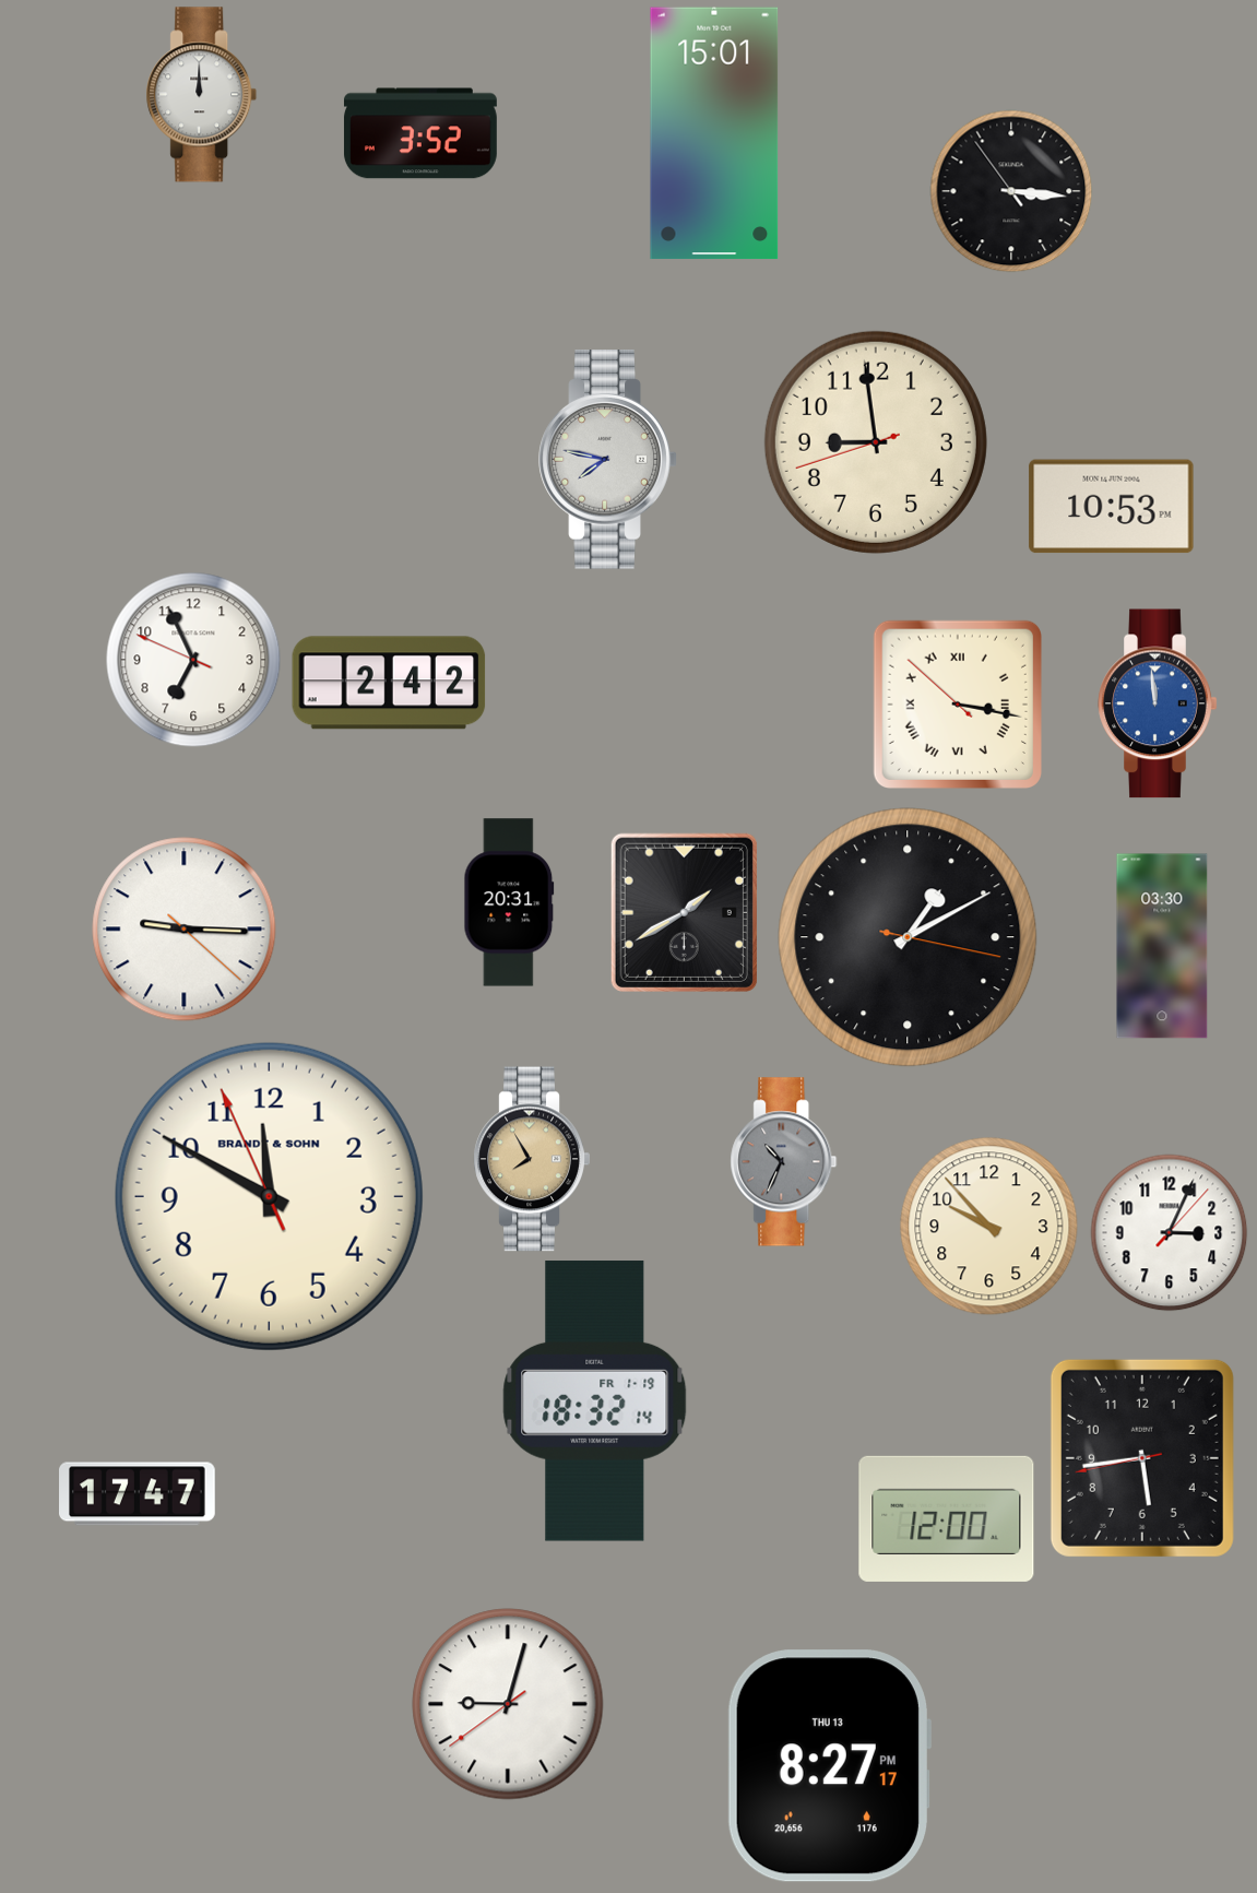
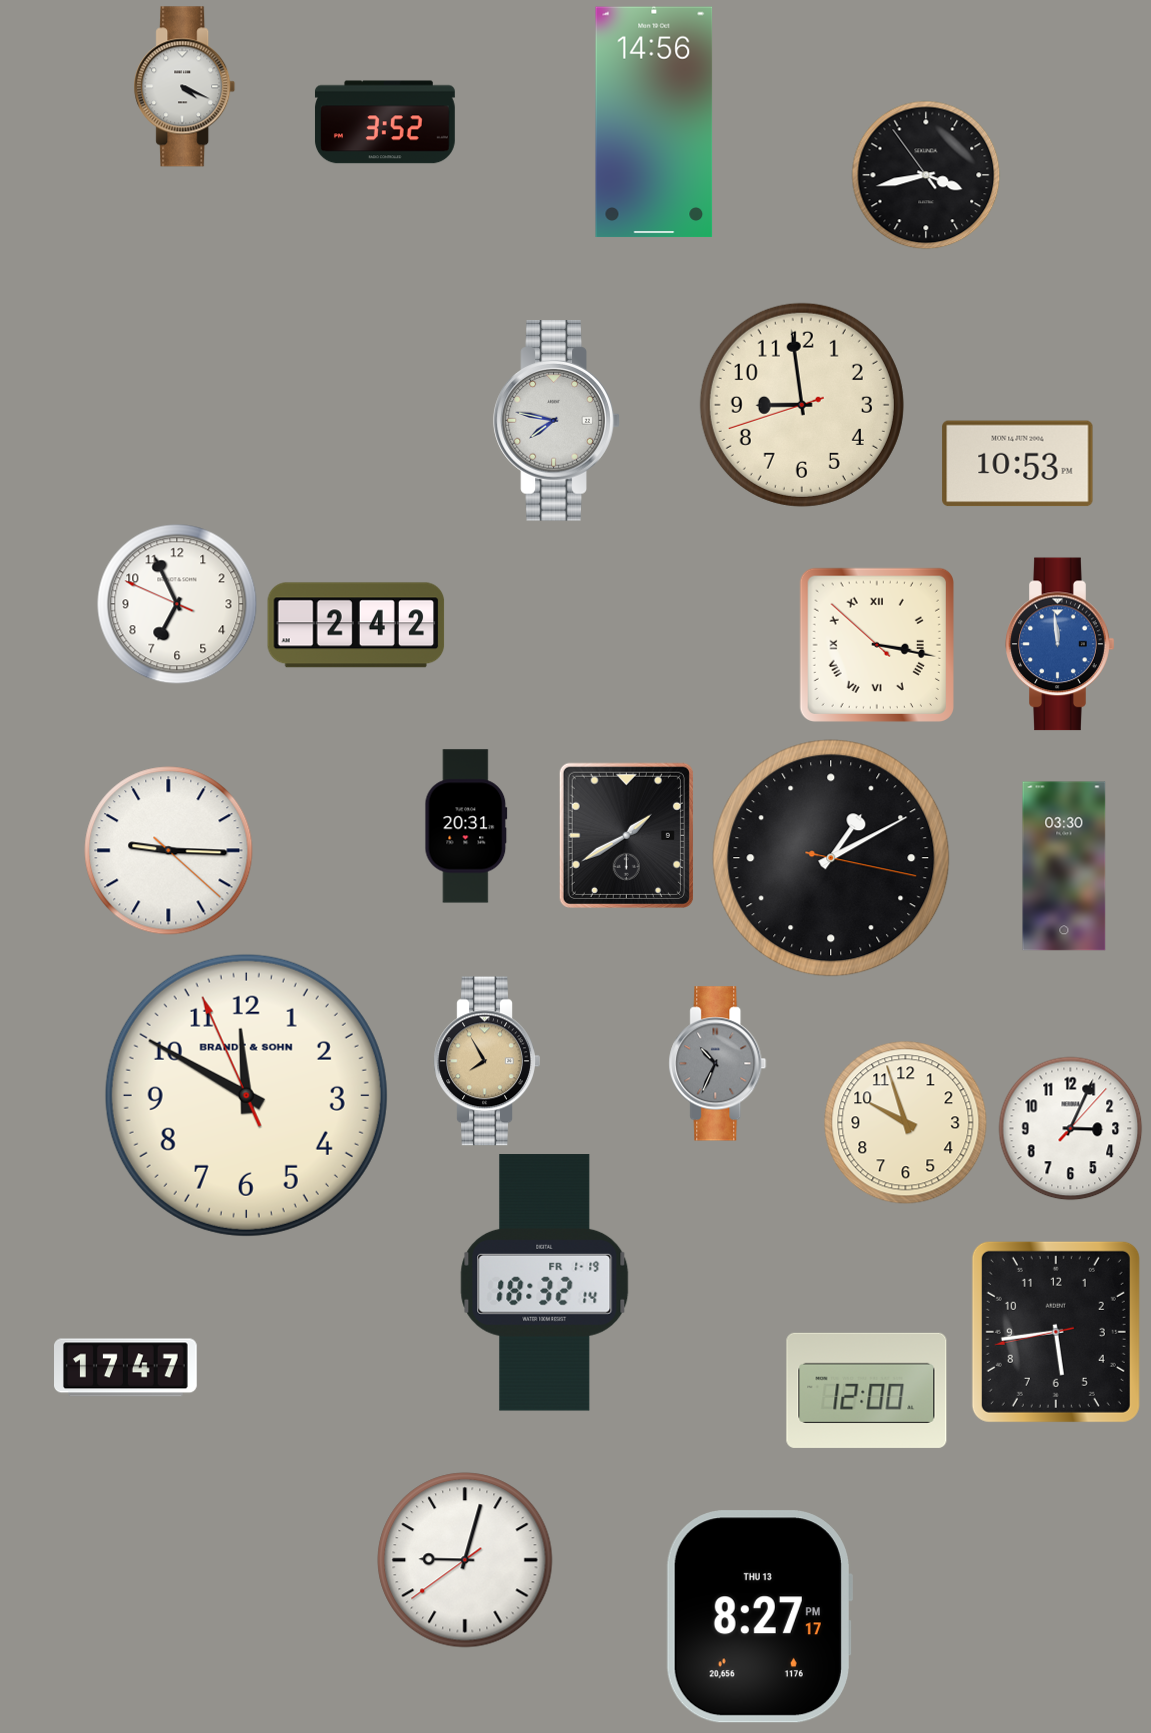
clock at (202, 95): 12:00 -> 4:19
clock at (714, 133): 15:01 -> 14:56
clock at (1011, 191): 3:15 -> 3:42
clock at (989, 1227): 9:53 -> 9:57
clock at (1142, 1458) position: (1142, 1458) -> (1056, 1332)
